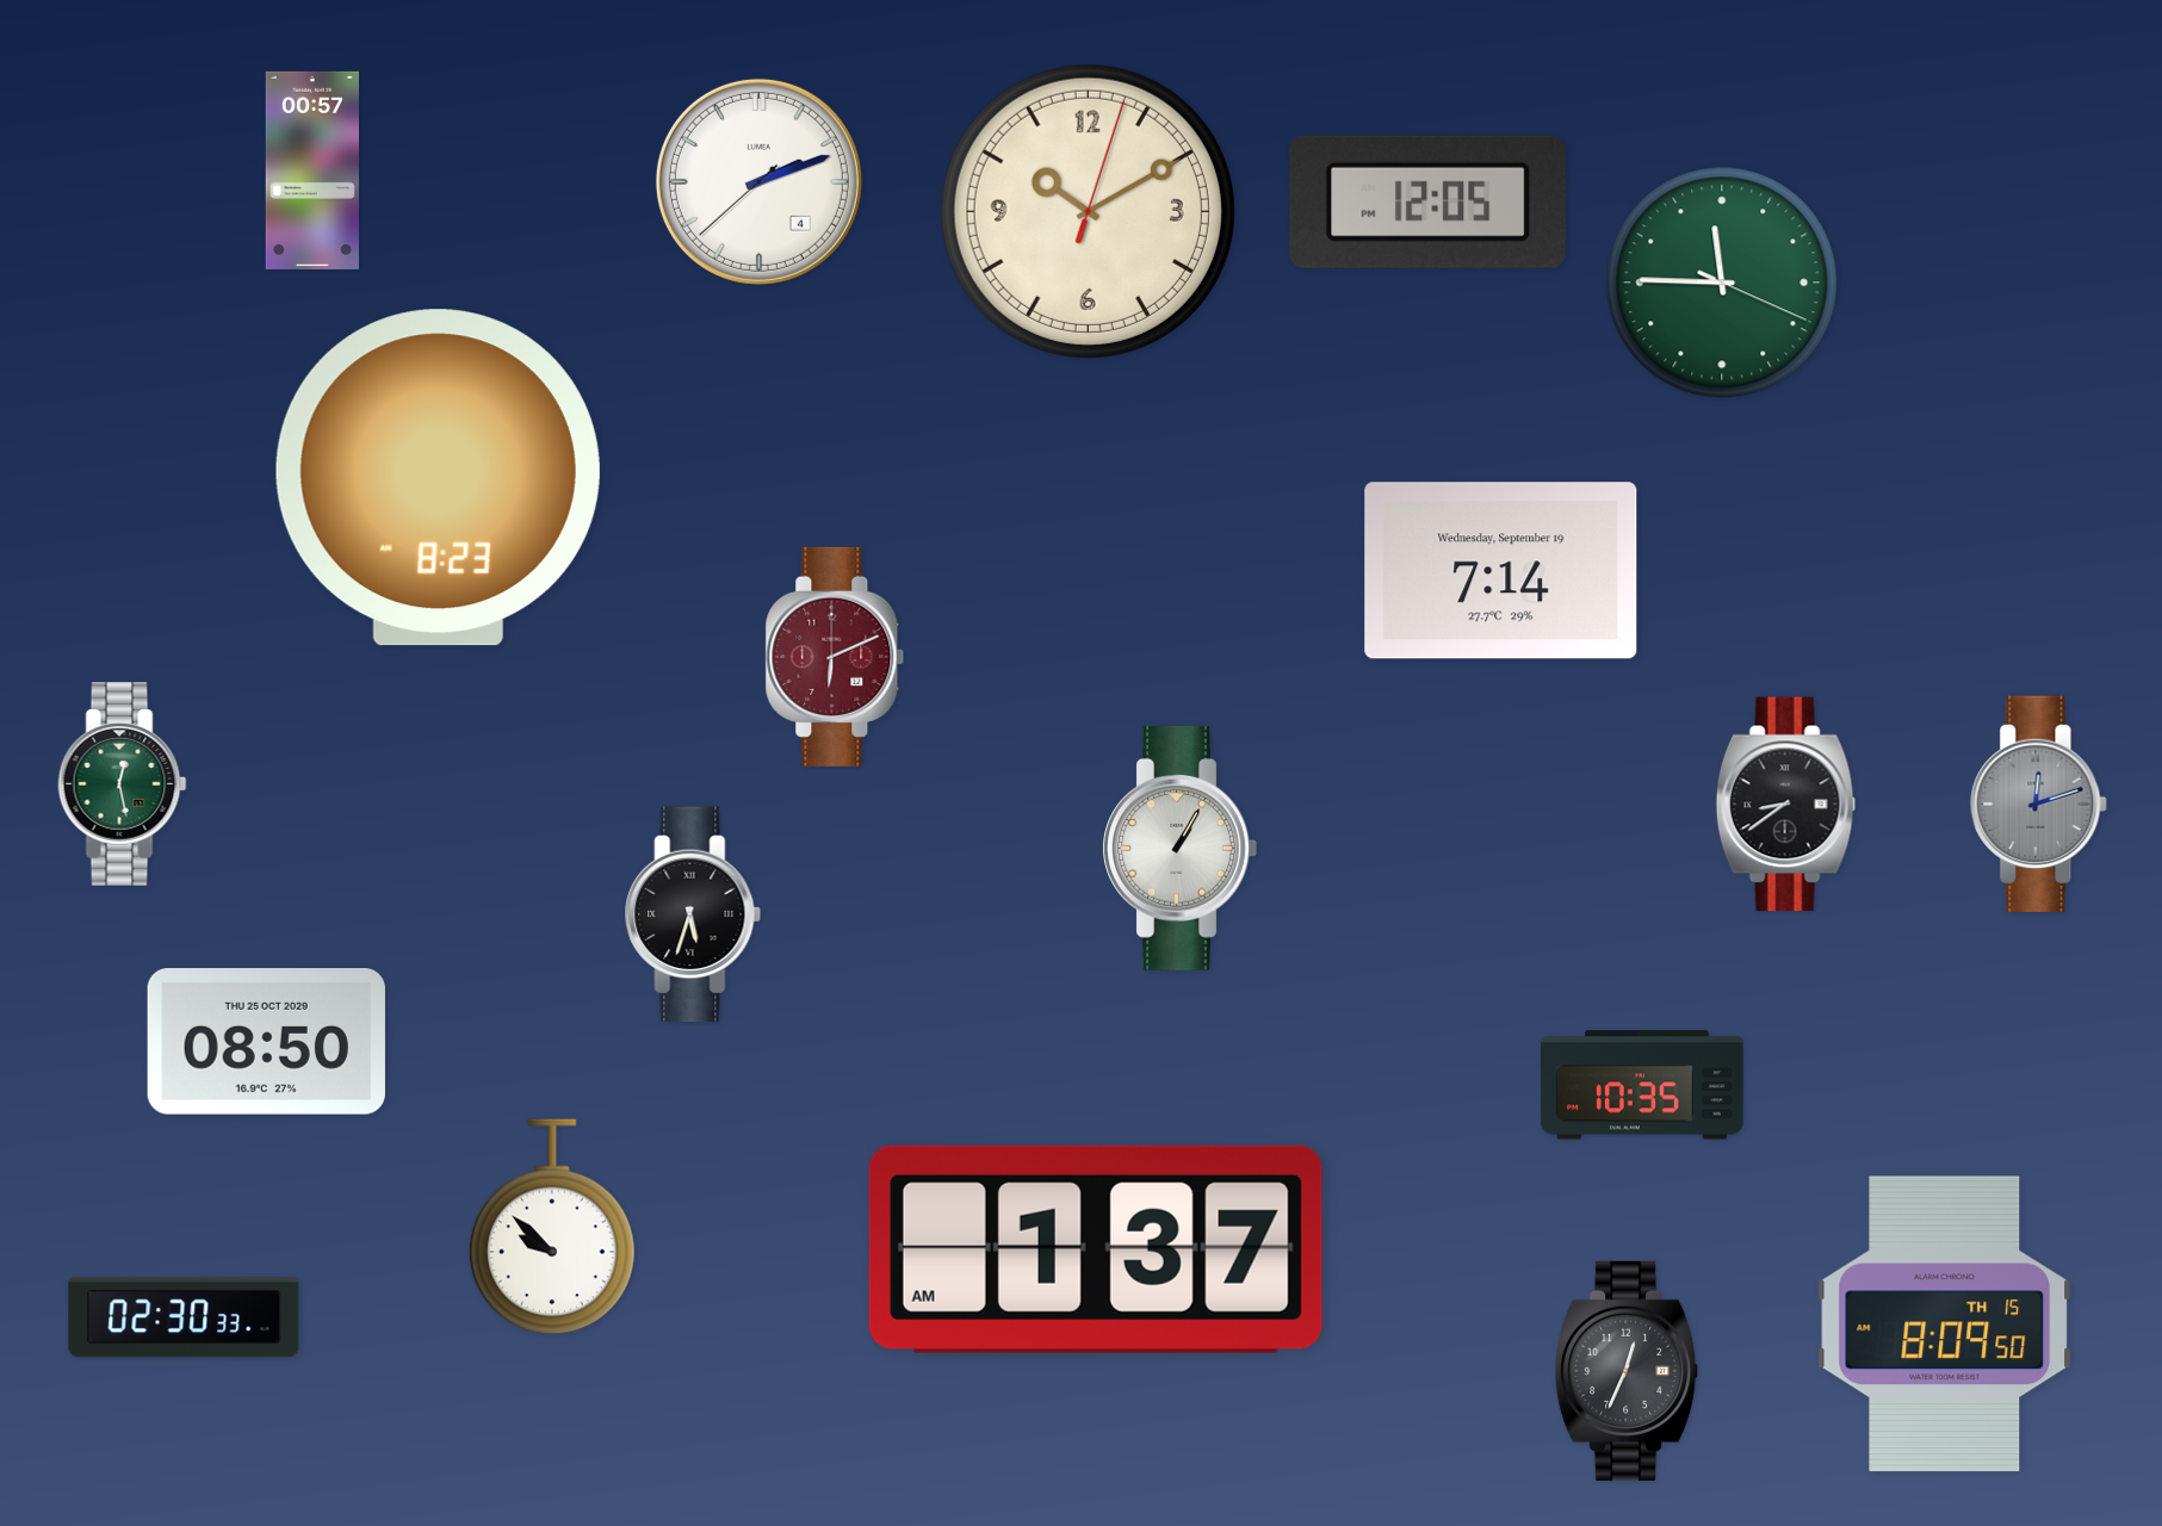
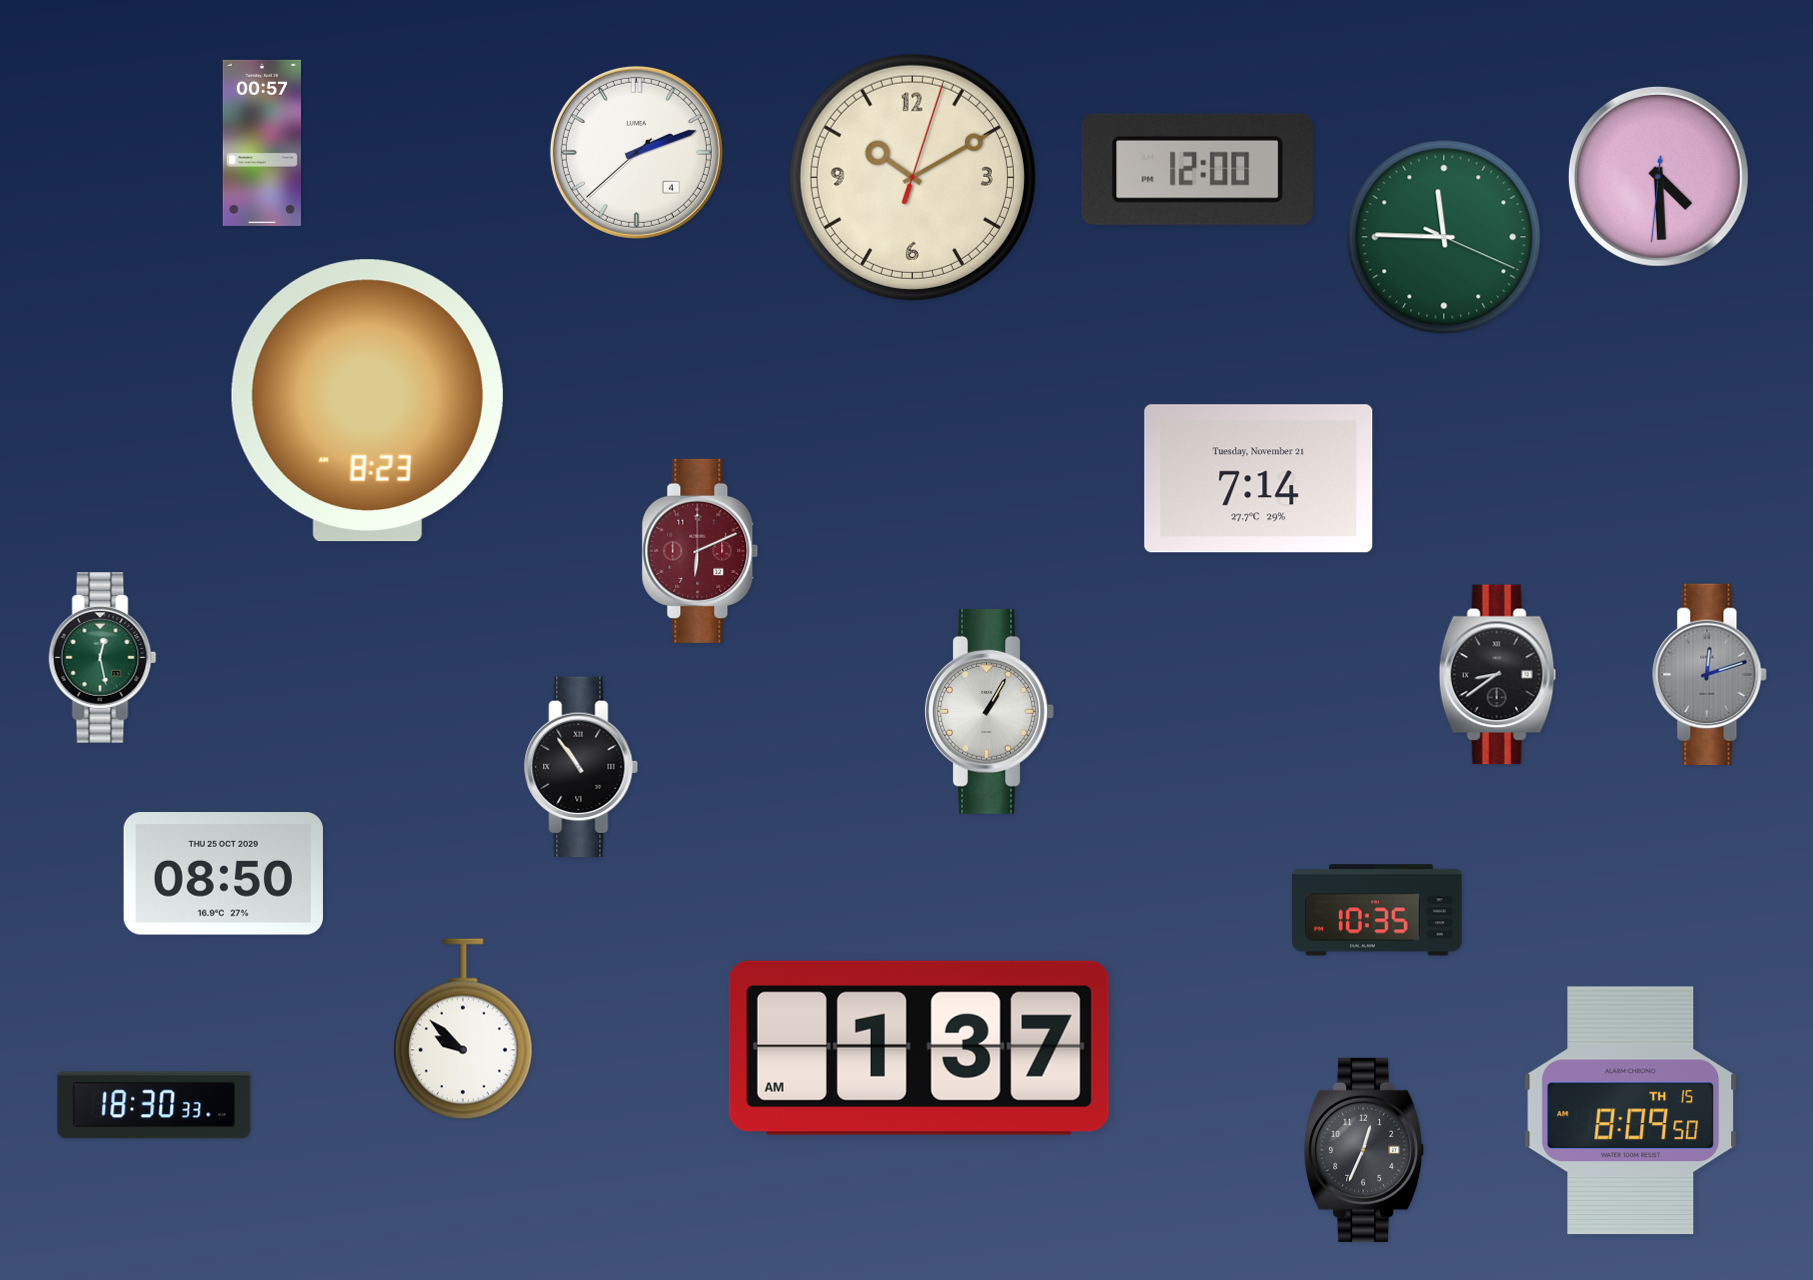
clock at (1427, 201): 12:05 -> 12:00
clock at (1658, 176): none -> 4:29
clock at (1501, 571) date: Wednesday, September 19 -> Tuesday, November 21
clock at (693, 914): 5:33 -> 10:54
clock at (184, 1317): 02:30 -> 18:30
